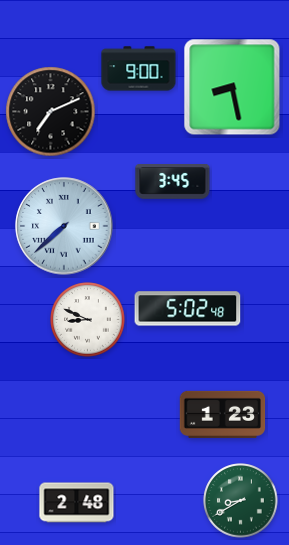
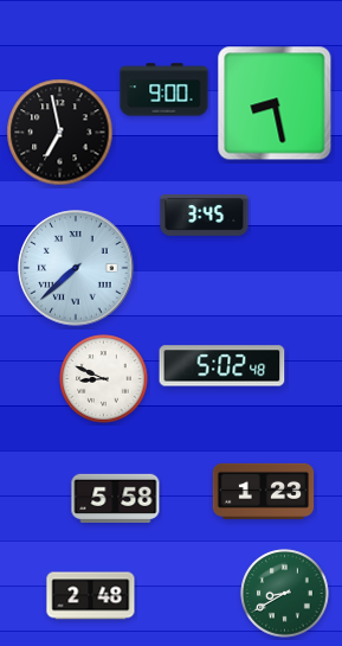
clock at (139, 69) position: (139, 69) -> (164, 90)
clock at (51, 112): 7:11 -> 6:58
clock at (116, 498): none -> 5:58
